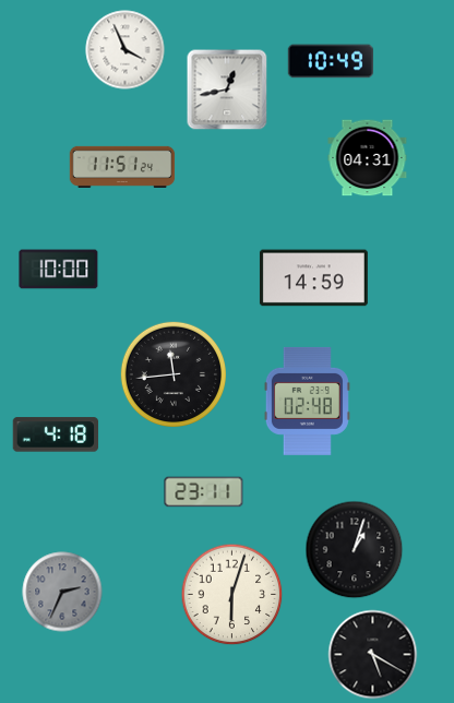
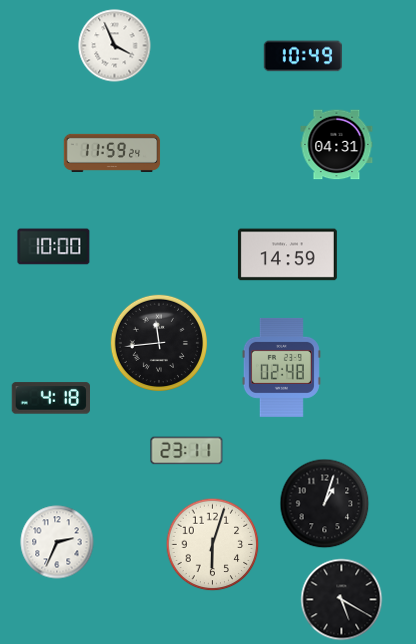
clock at (227, 90): 12:43 -> none
clock at (122, 167): 11:51 -> 11:59
clock at (62, 592) dial: grey -> white
